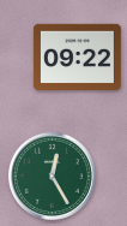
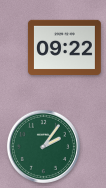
clock at (52, 176): 12:25 -> 2:06
